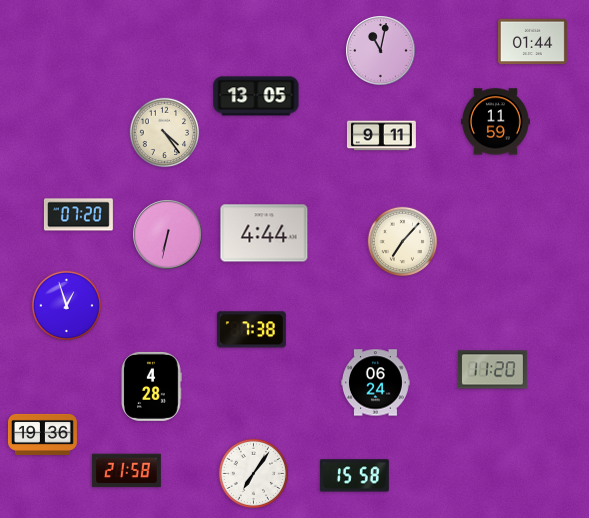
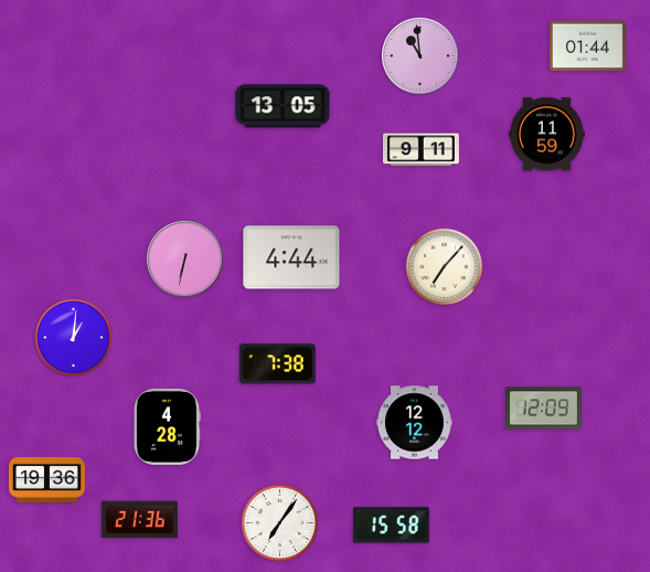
clock at (381, 51): 11:02 -> 10:59
clock at (165, 133): 4:24 -> none
clock at (78, 215): 07:20 -> none
clock at (67, 306): 12:57 -> 1:01
clock at (492, 370): 11:20 -> 12:09
clock at (375, 383): 06:24 -> 12:12
clock at (126, 471): 21:58 -> 21:36
